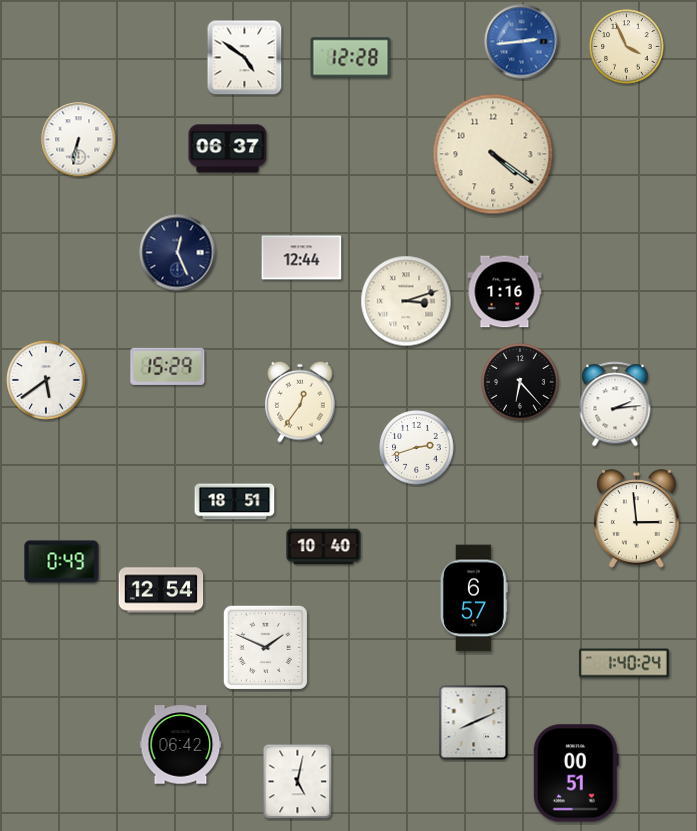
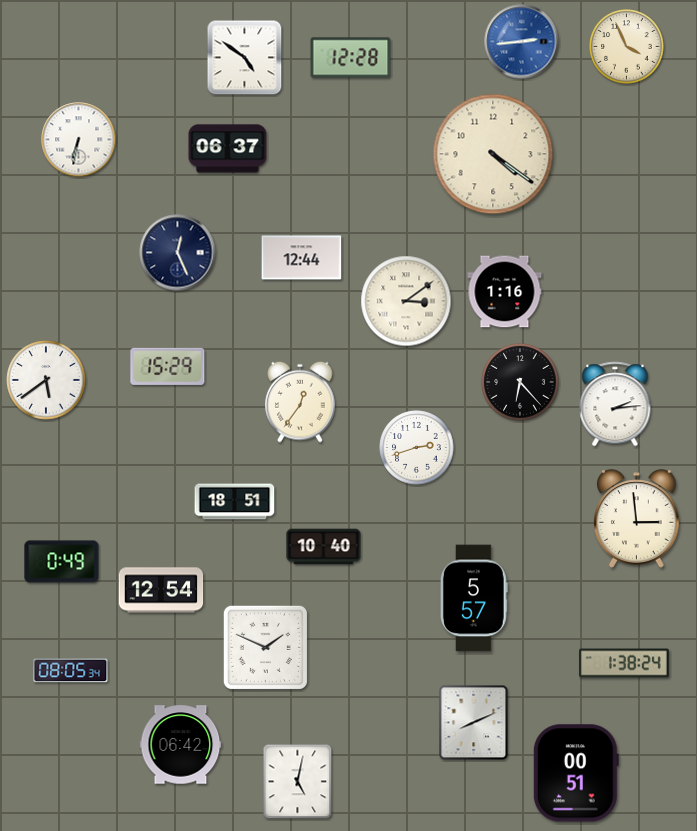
clock at (406, 301): 3:12 -> 3:09
clock at (474, 598): 6:57 -> 5:57
clock at (625, 663): 1:40 -> 1:38
clock at (71, 671): none -> 08:05
